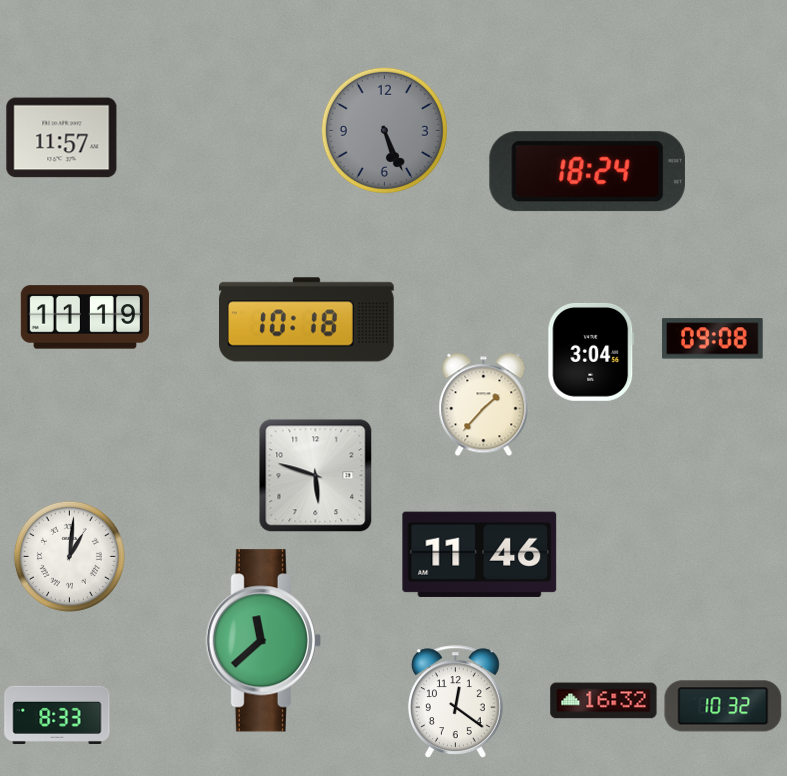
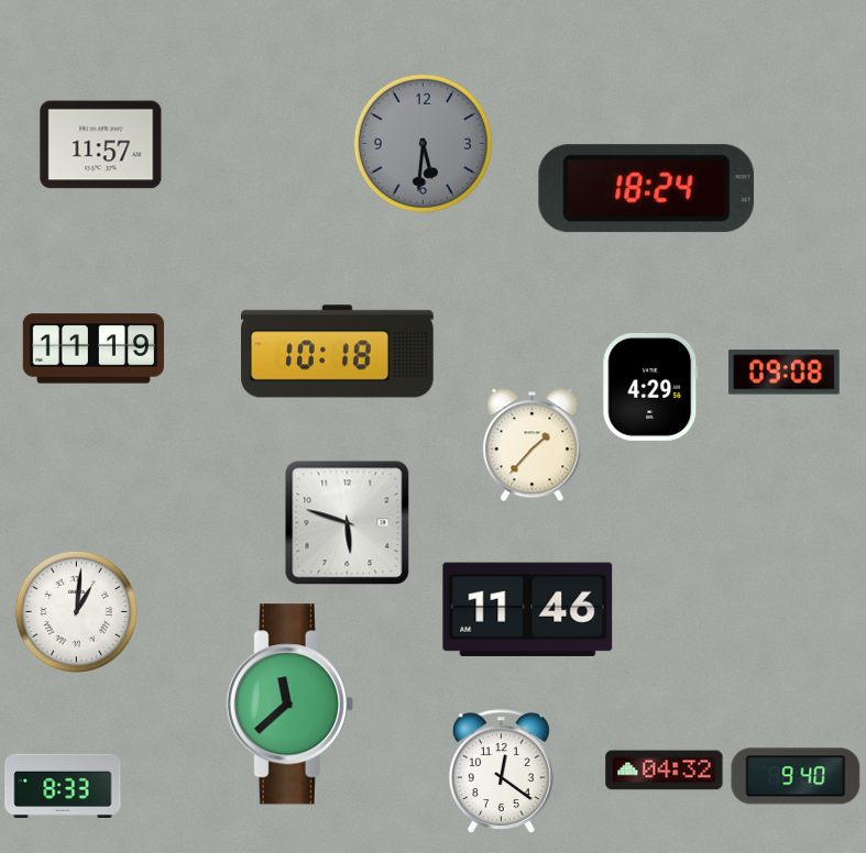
clock at (384, 130): 5:26 -> 5:31
clock at (62, 138) position: (62, 138) -> (101, 145)
clock at (591, 352): 3:04 -> 4:29
clock at (604, 701): 16:32 -> 04:32
clock at (723, 706): 10:32 -> 9:40
